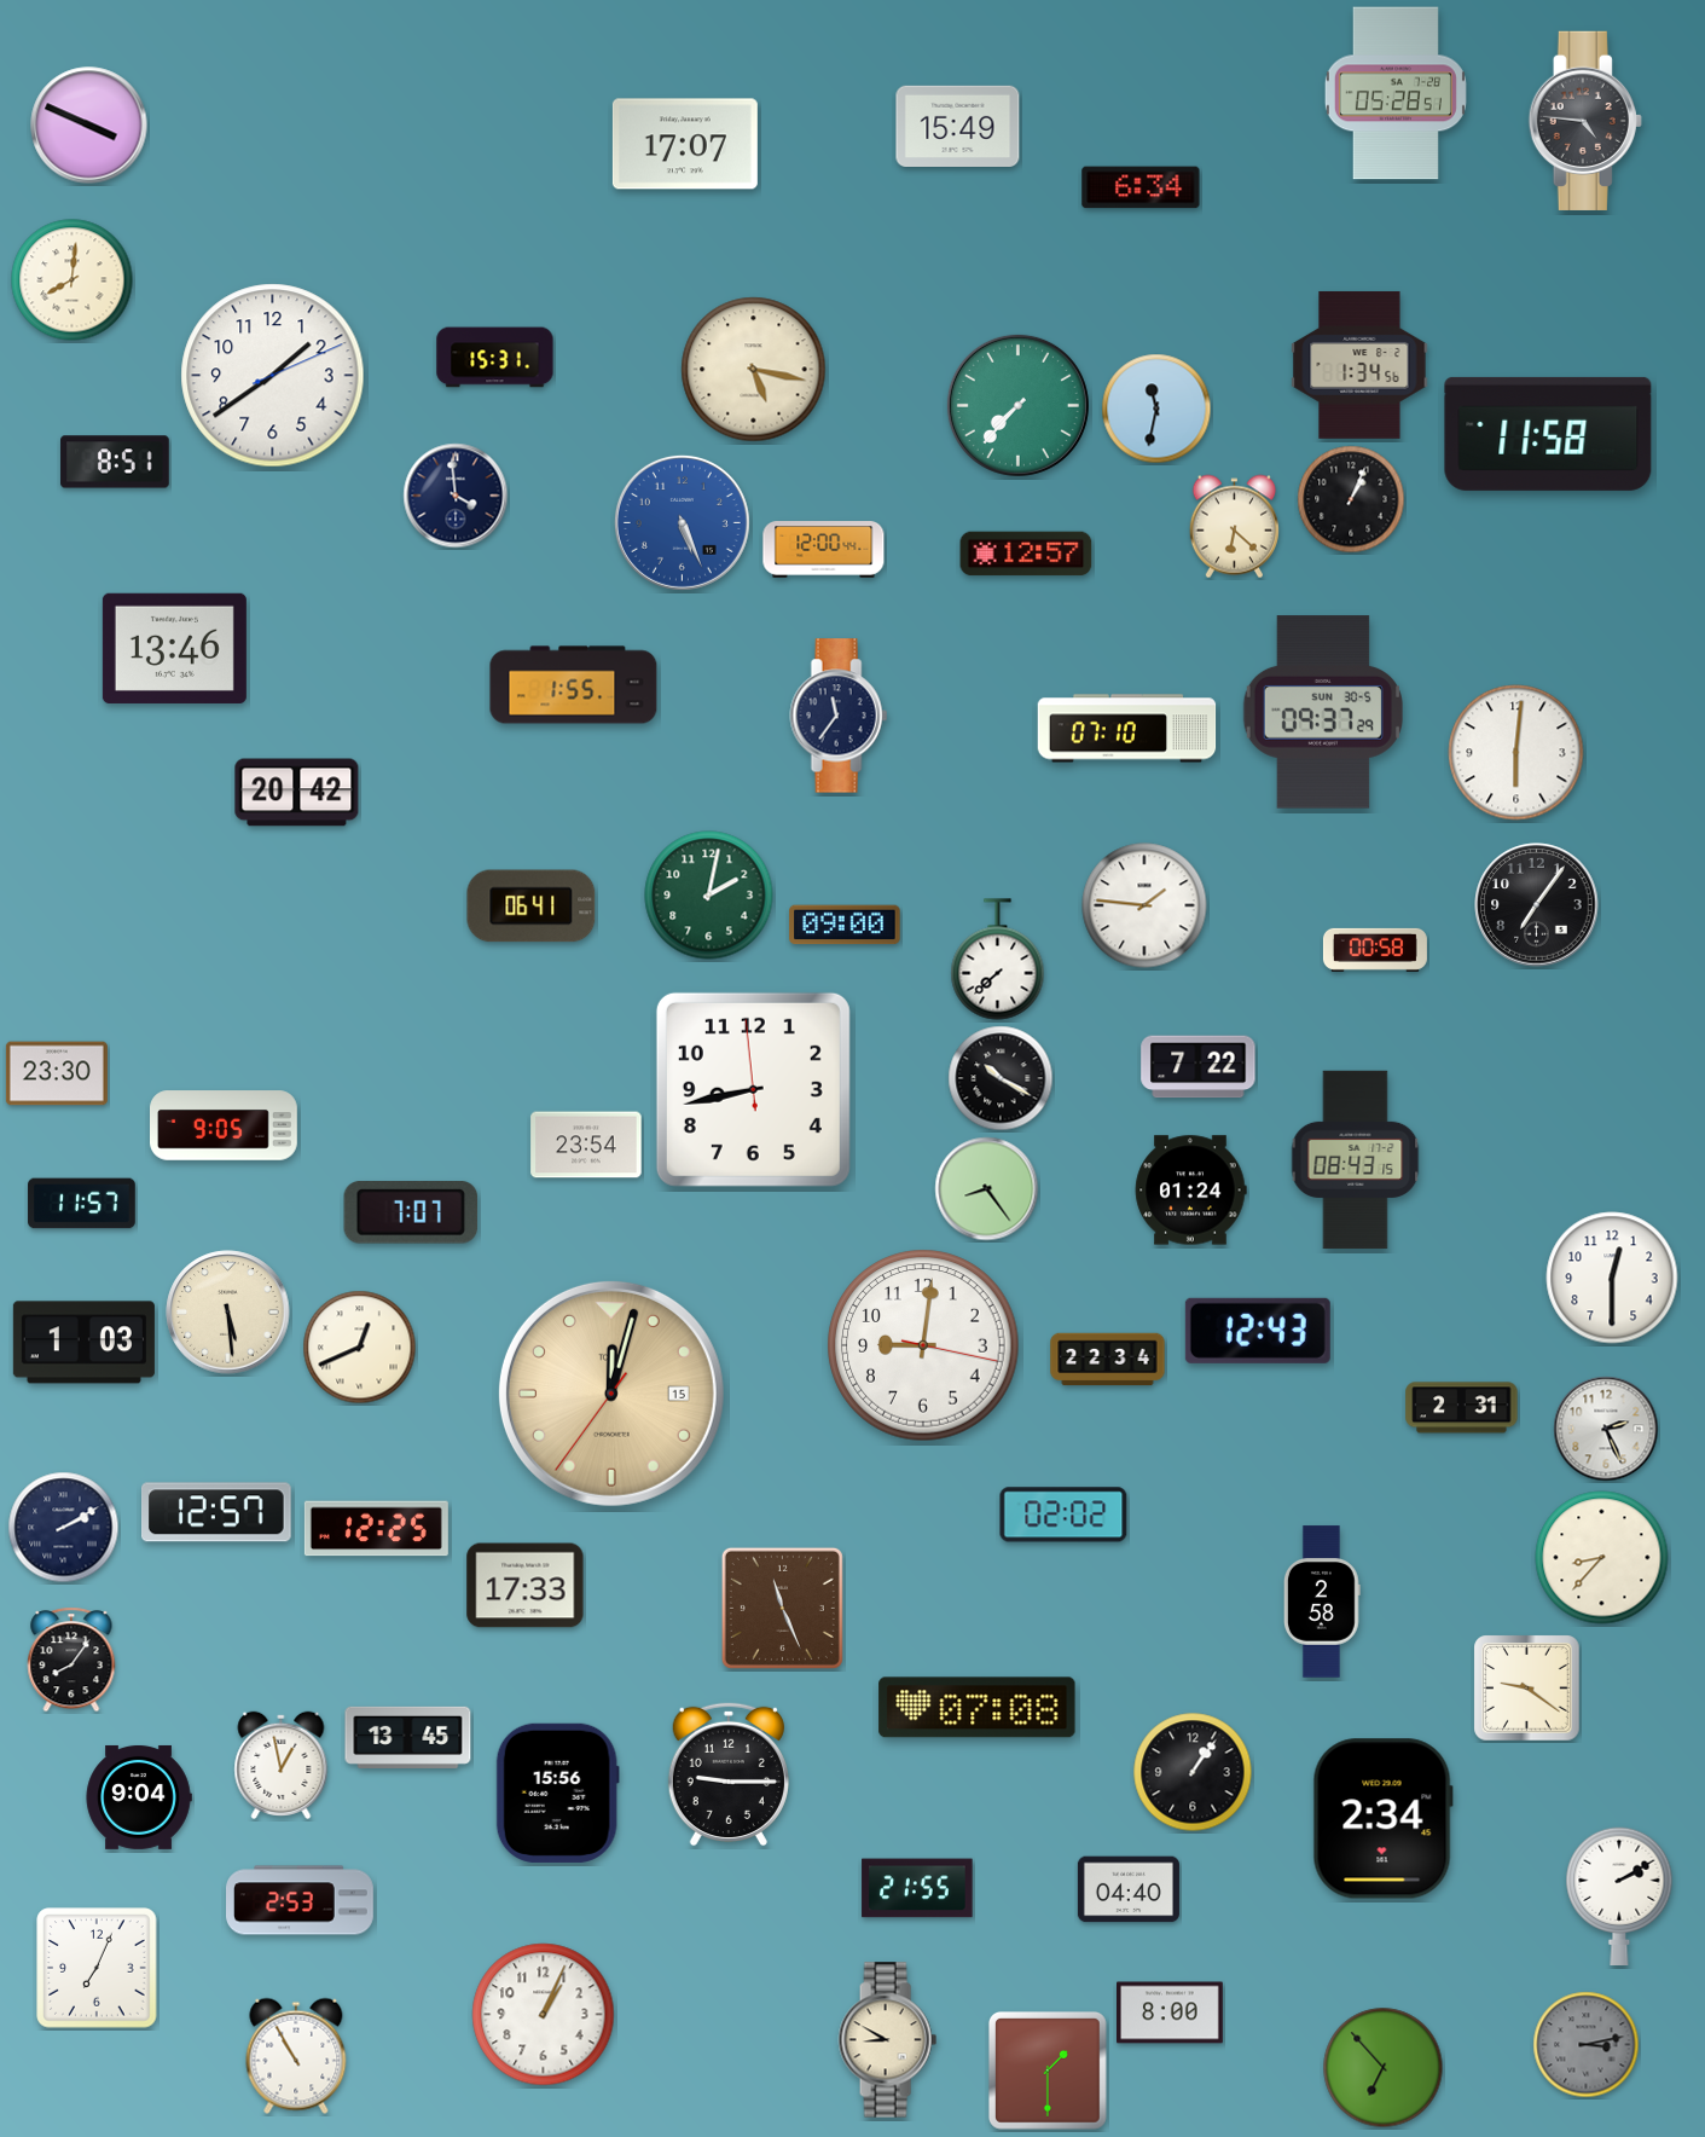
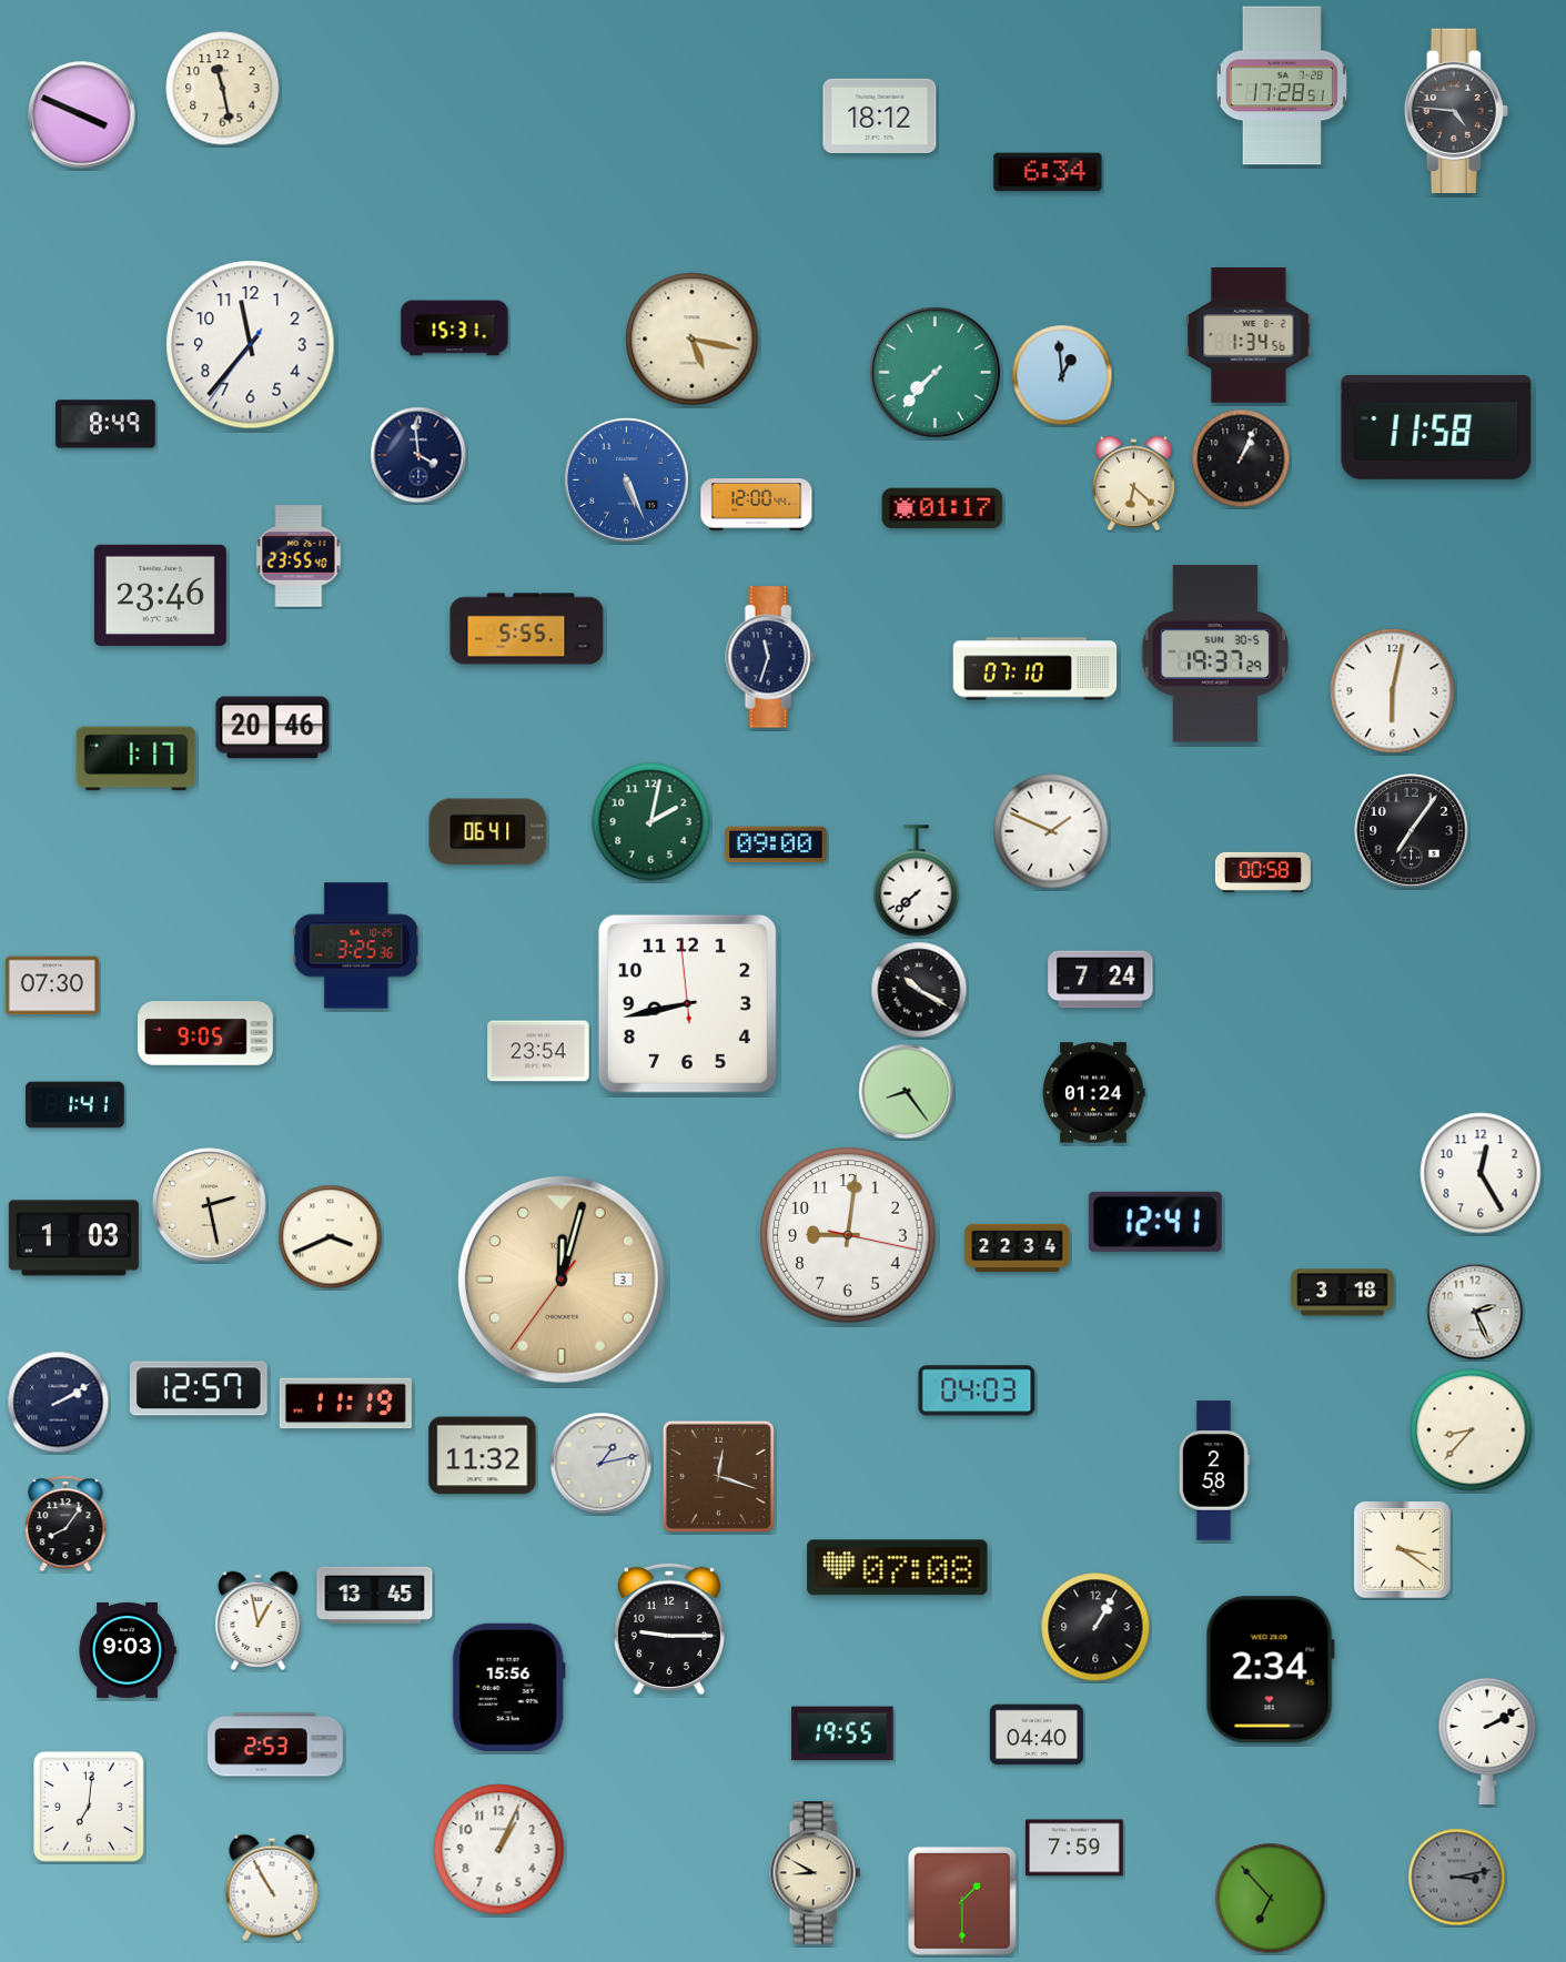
clock at (1396, 93): 05:28 -> 17:28
clock at (223, 89): none -> 11:28
clock at (958, 126): 15:49 -> 18:12
clock at (685, 144): 17:07 -> none
clock at (73, 280): 8:01 -> none
clock at (273, 376): 1:39 -> 11:36
clock at (1156, 409): 11:32 -> 12:59
clock at (1548, 434) position: (1548, 434) -> (1436, 427)
clock at (115, 462): 8:51 -> 8:49
clock at (1026, 554): 12:57 -> 01:17
clock at (299, 556): none -> 23:55
clock at (174, 648): 13:46 -> 23:46
clock at (574, 685): 1:55 -> 5:55
clock at (1323, 712): 09:37 -> 19:37
clock at (839, 716): 11:36 -> 11:33
clock at (1516, 753): 6:01 -> 6:02
clock at (297, 793): 20:42 -> 20:46
clock at (137, 759): none -> 1:17
clock at (1144, 905): 1:46 -> 1:49
clock at (845, 925) position: (845, 925) -> (776, 845)
clock at (356, 945): none -> 3:25
clock at (1199, 1067): 7:22 -> 7:24
clock at (57, 1073): 23:30 -> 07:30
clock at (753, 1089) position: (753, 1089) -> (687, 1003)
clock at (1356, 1160): 08:43 -> none
clock at (82, 1204): 11:57 -> 1:41
clock at (411, 1212): 7:07 -> none
clock at (1612, 1278): 12:30 -> 12:25
clock at (228, 1313): 5:29 -> 2:28
clock at (1258, 1331): 12:43 -> 12:41
clock at (83, 1343) position: (83, 1343) -> (73, 1238)
clock at (360, 1348): 12:41 -> 3:41
clock at (611, 1394) date: 15 -> 3
clock at (1462, 1408): 2:31 -> 3:18
clock at (1063, 1515): 02:02 -> 04:03
clock at (376, 1529): 12:25 -> 11:19
clock at (526, 1586): 17:33 -> 11:32
clock at (602, 1464): none -> 1:13
clock at (782, 1608): 11:26 -> 12:18
clock at (1527, 1689): 9:21 -> 3:21
clock at (1193, 1772): 1:06 -> 1:05
clock at (557, 1793) position: (557, 1793) -> (508, 1687)
clock at (139, 1797): 9:04 -> 9:03
clock at (917, 1888): 21:55 -> 19:55
clock at (97, 1968): 7:04 -> 7:01
clock at (1171, 2013): 8:00 -> 7:59
